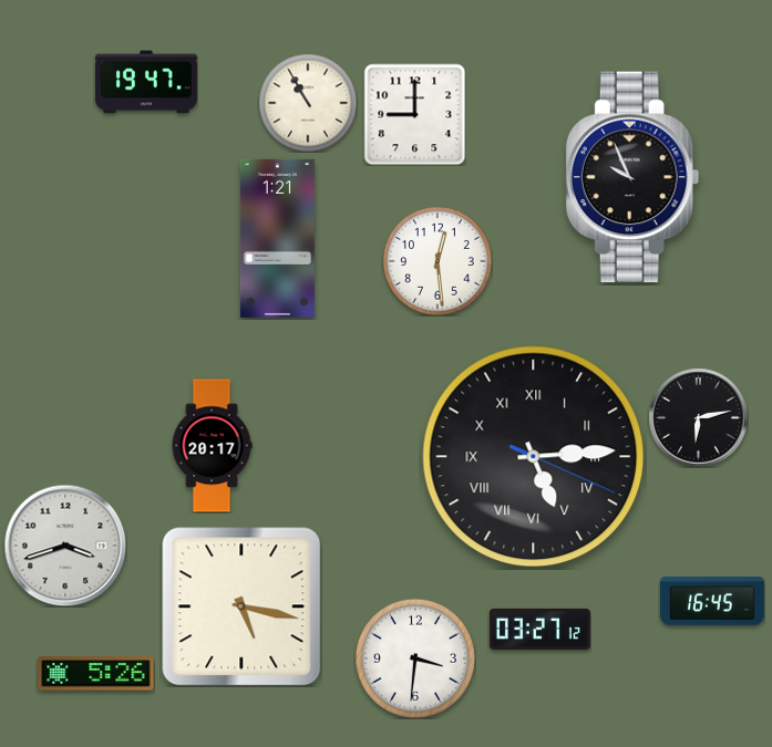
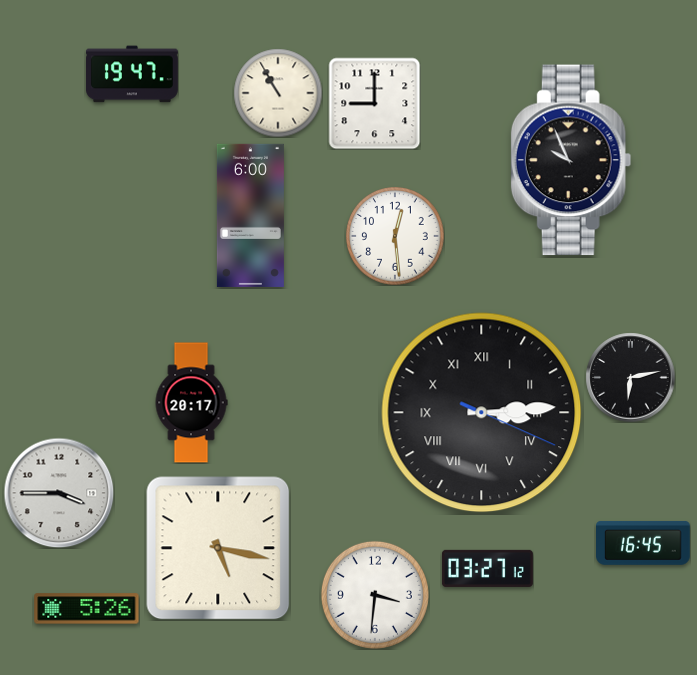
clock at (277, 238): 1:21 -> 6:00
clock at (534, 457): 5:14 -> 3:14
clock at (65, 546): 3:42 -> 3:45
